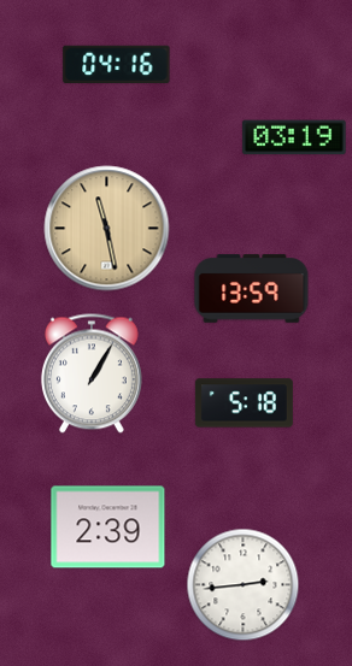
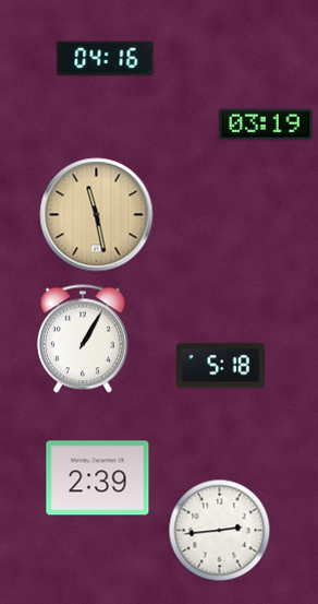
clock at (107, 229) position: (107, 229) -> (97, 215)
clock at (252, 289): 13:59 -> none
